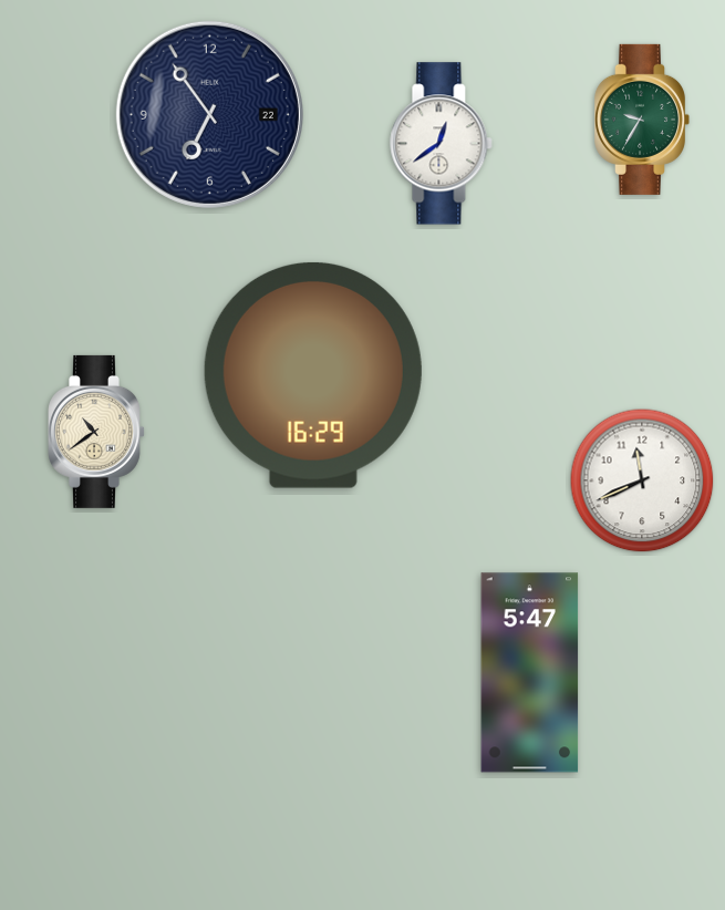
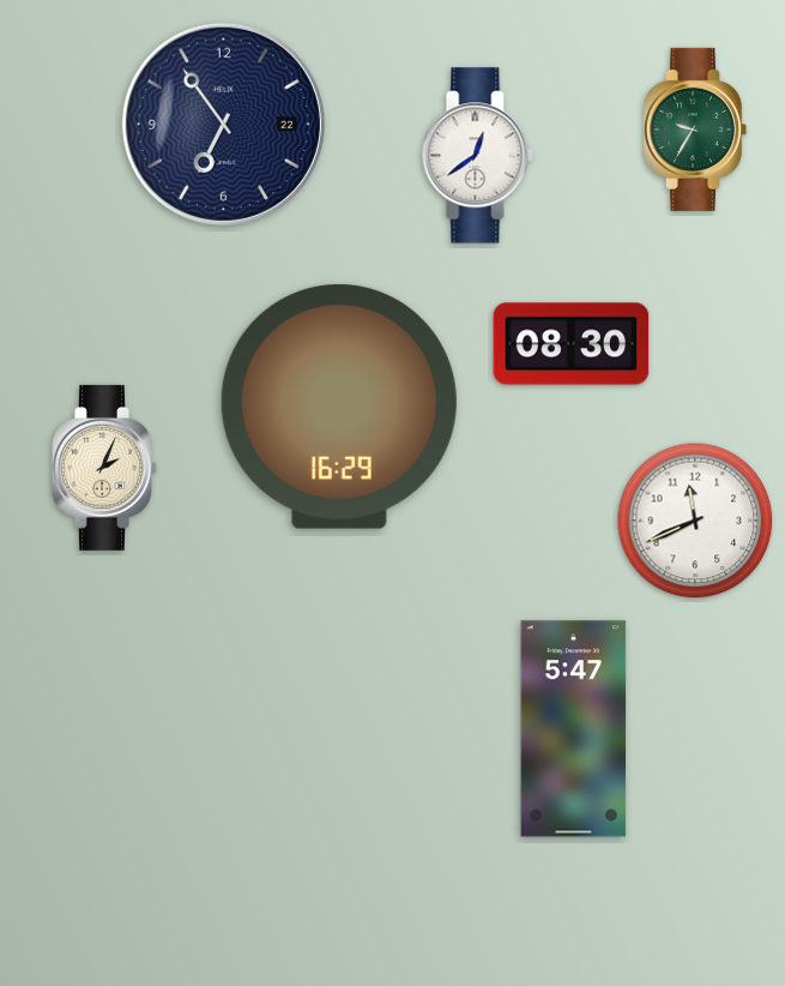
clock at (209, 114) position: (209, 114) -> (223, 124)
clock at (572, 344): none -> 08:30
clock at (97, 432): 10:39 -> 2:04
